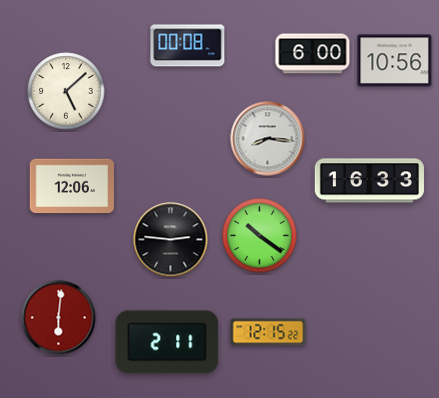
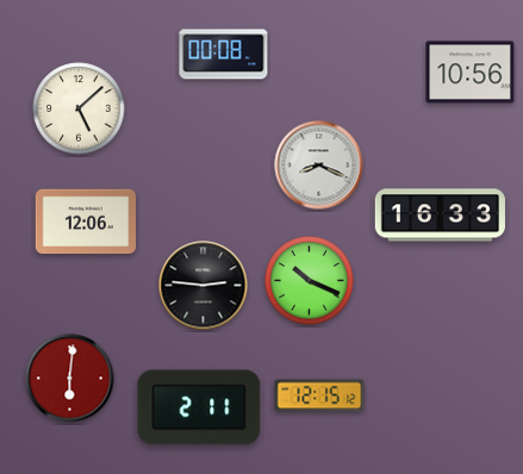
clock at (313, 54): 6:00 -> none
clock at (268, 139): 8:16 -> 8:19
clock at (260, 236): 10:21 -> 10:19
clock at (268, 332): 12:15:22 -> 12:15:12
